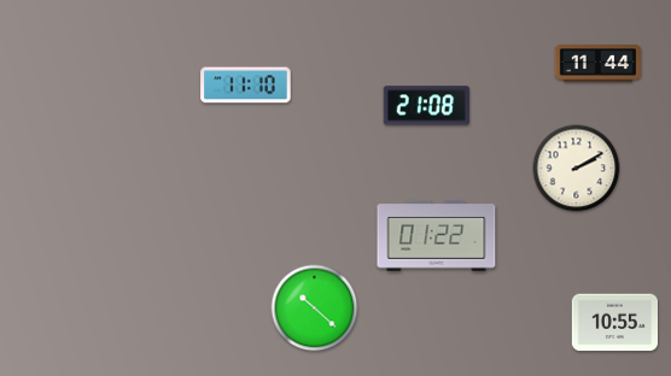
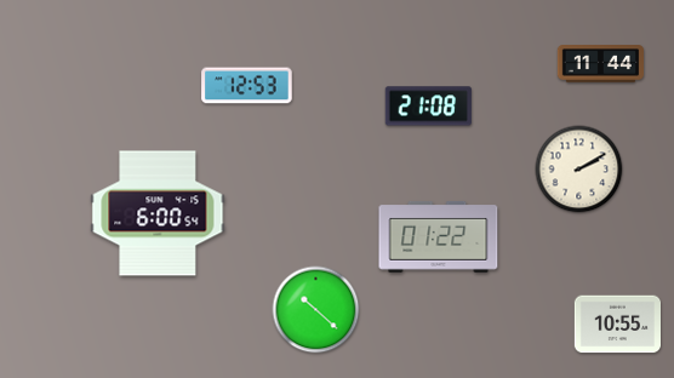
clock at (246, 86): 11:10 -> 12:53
clock at (158, 213): none -> 6:00
